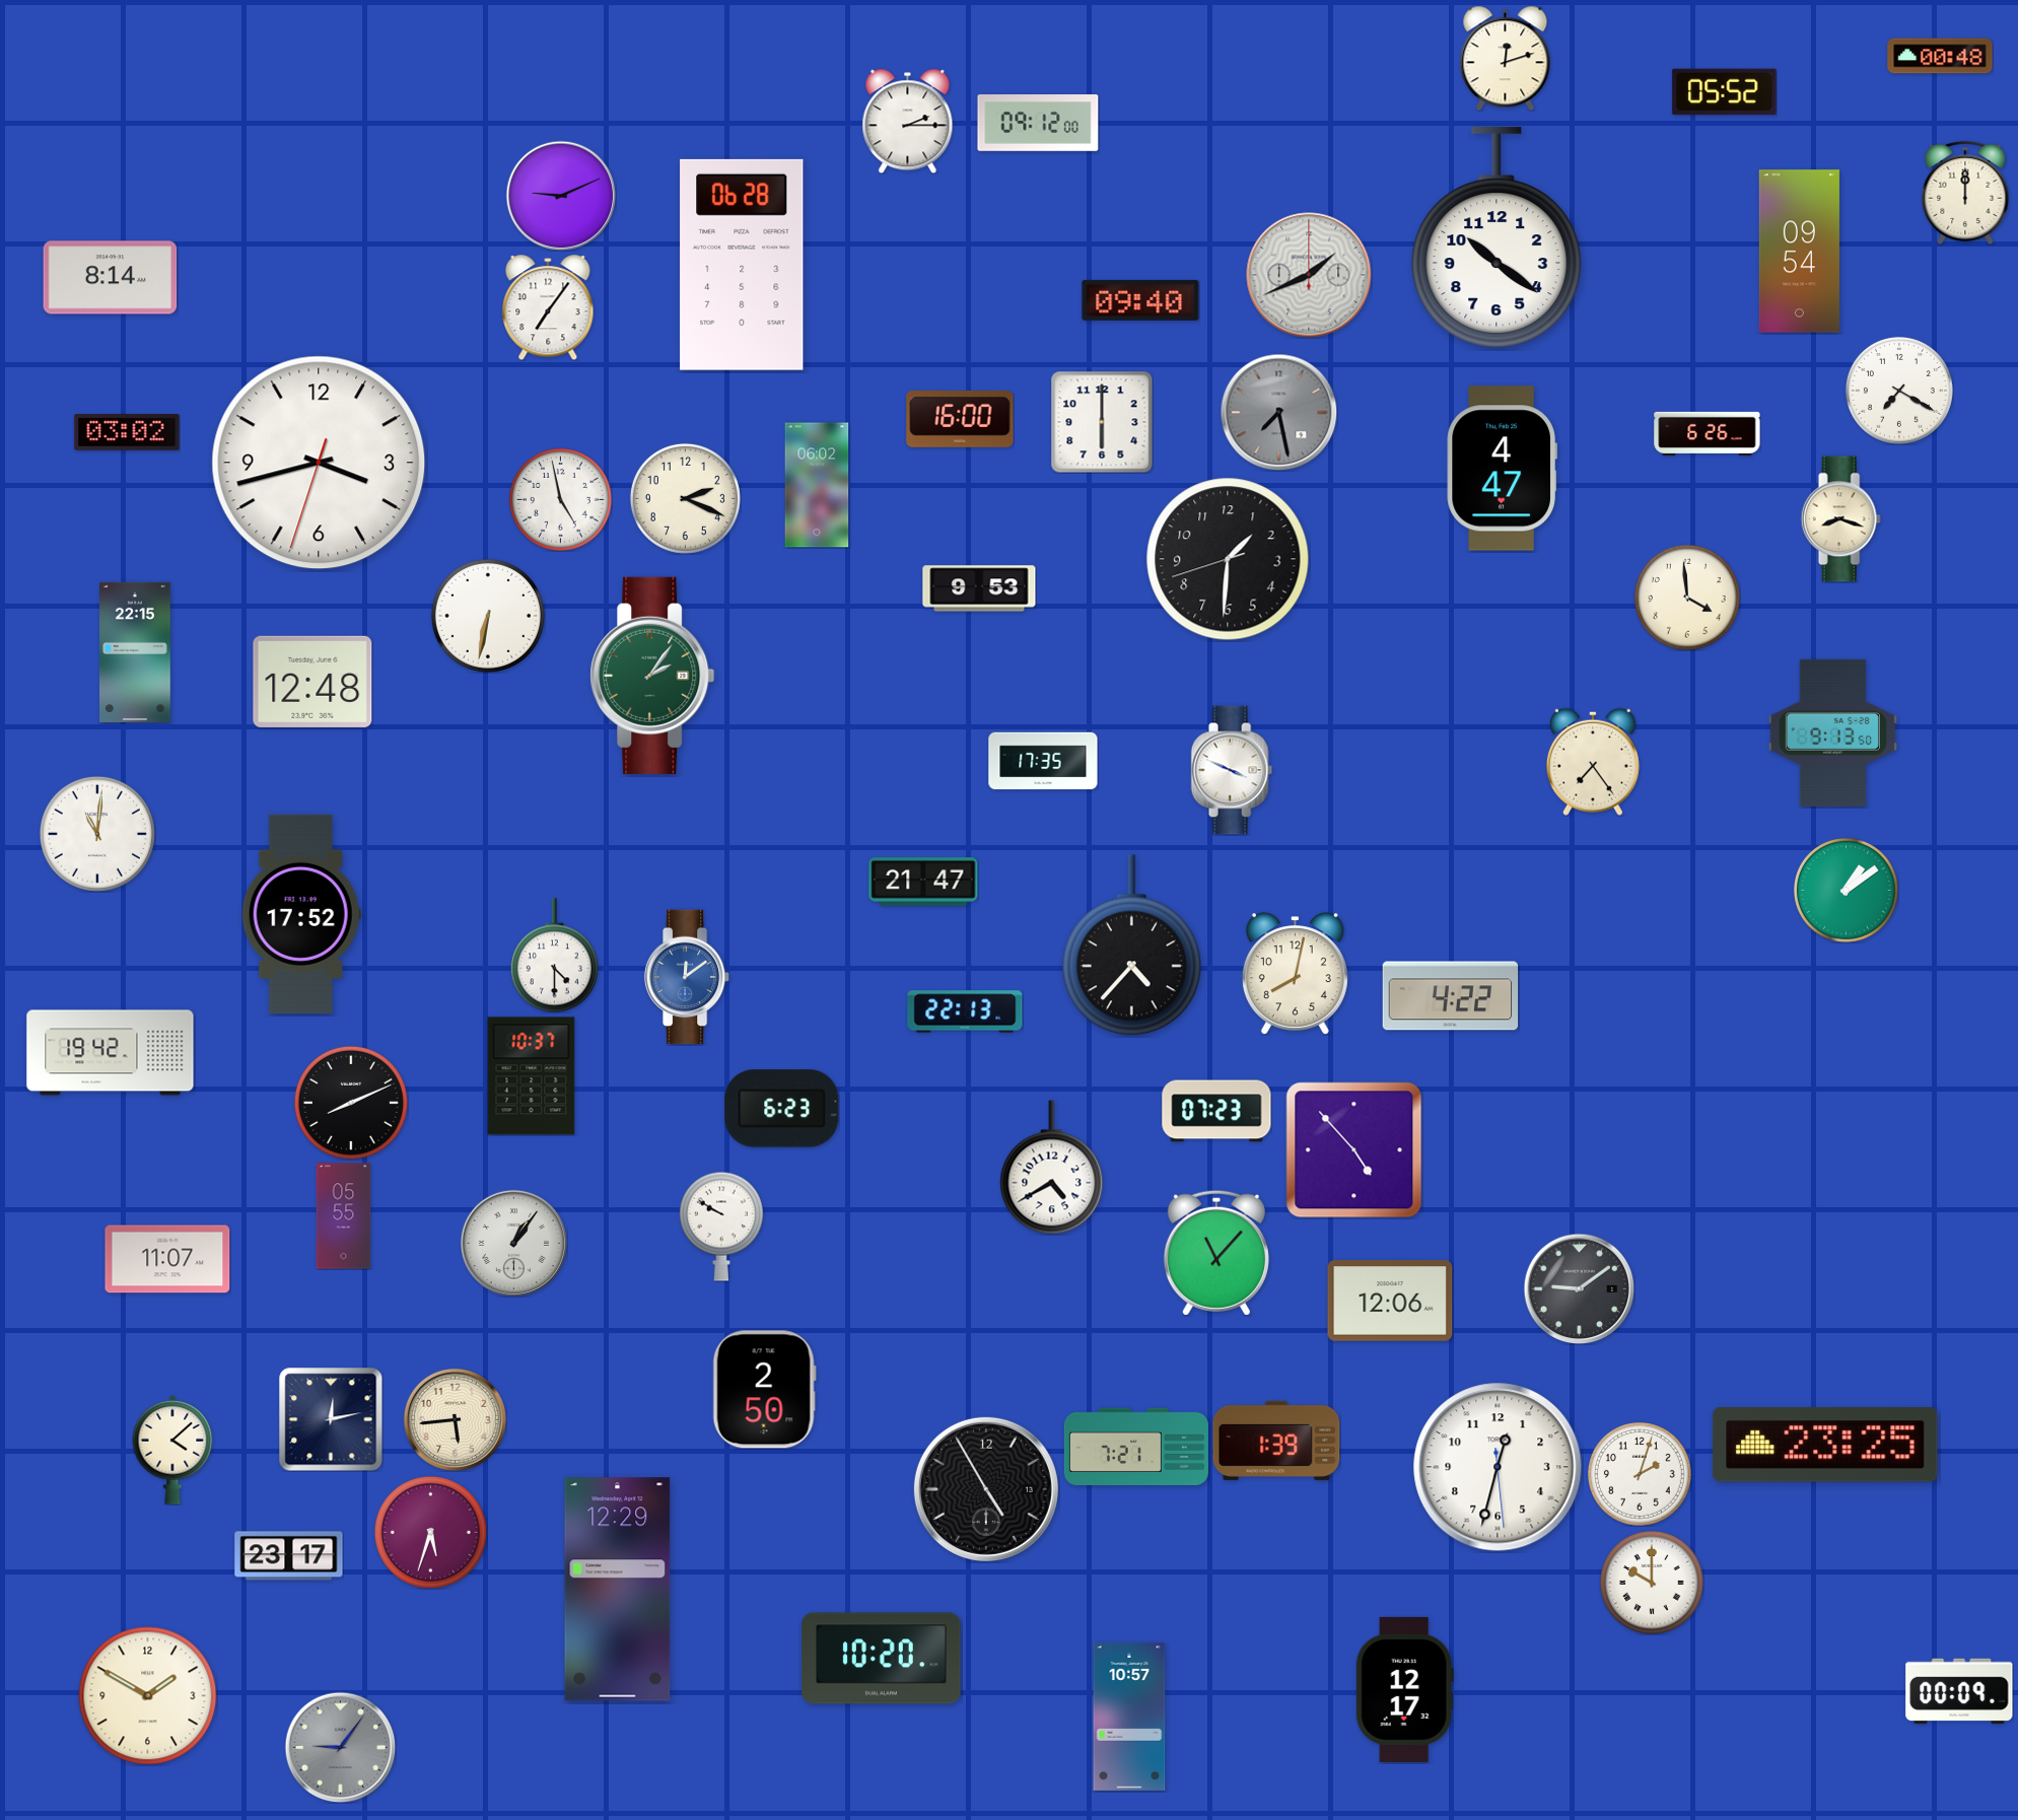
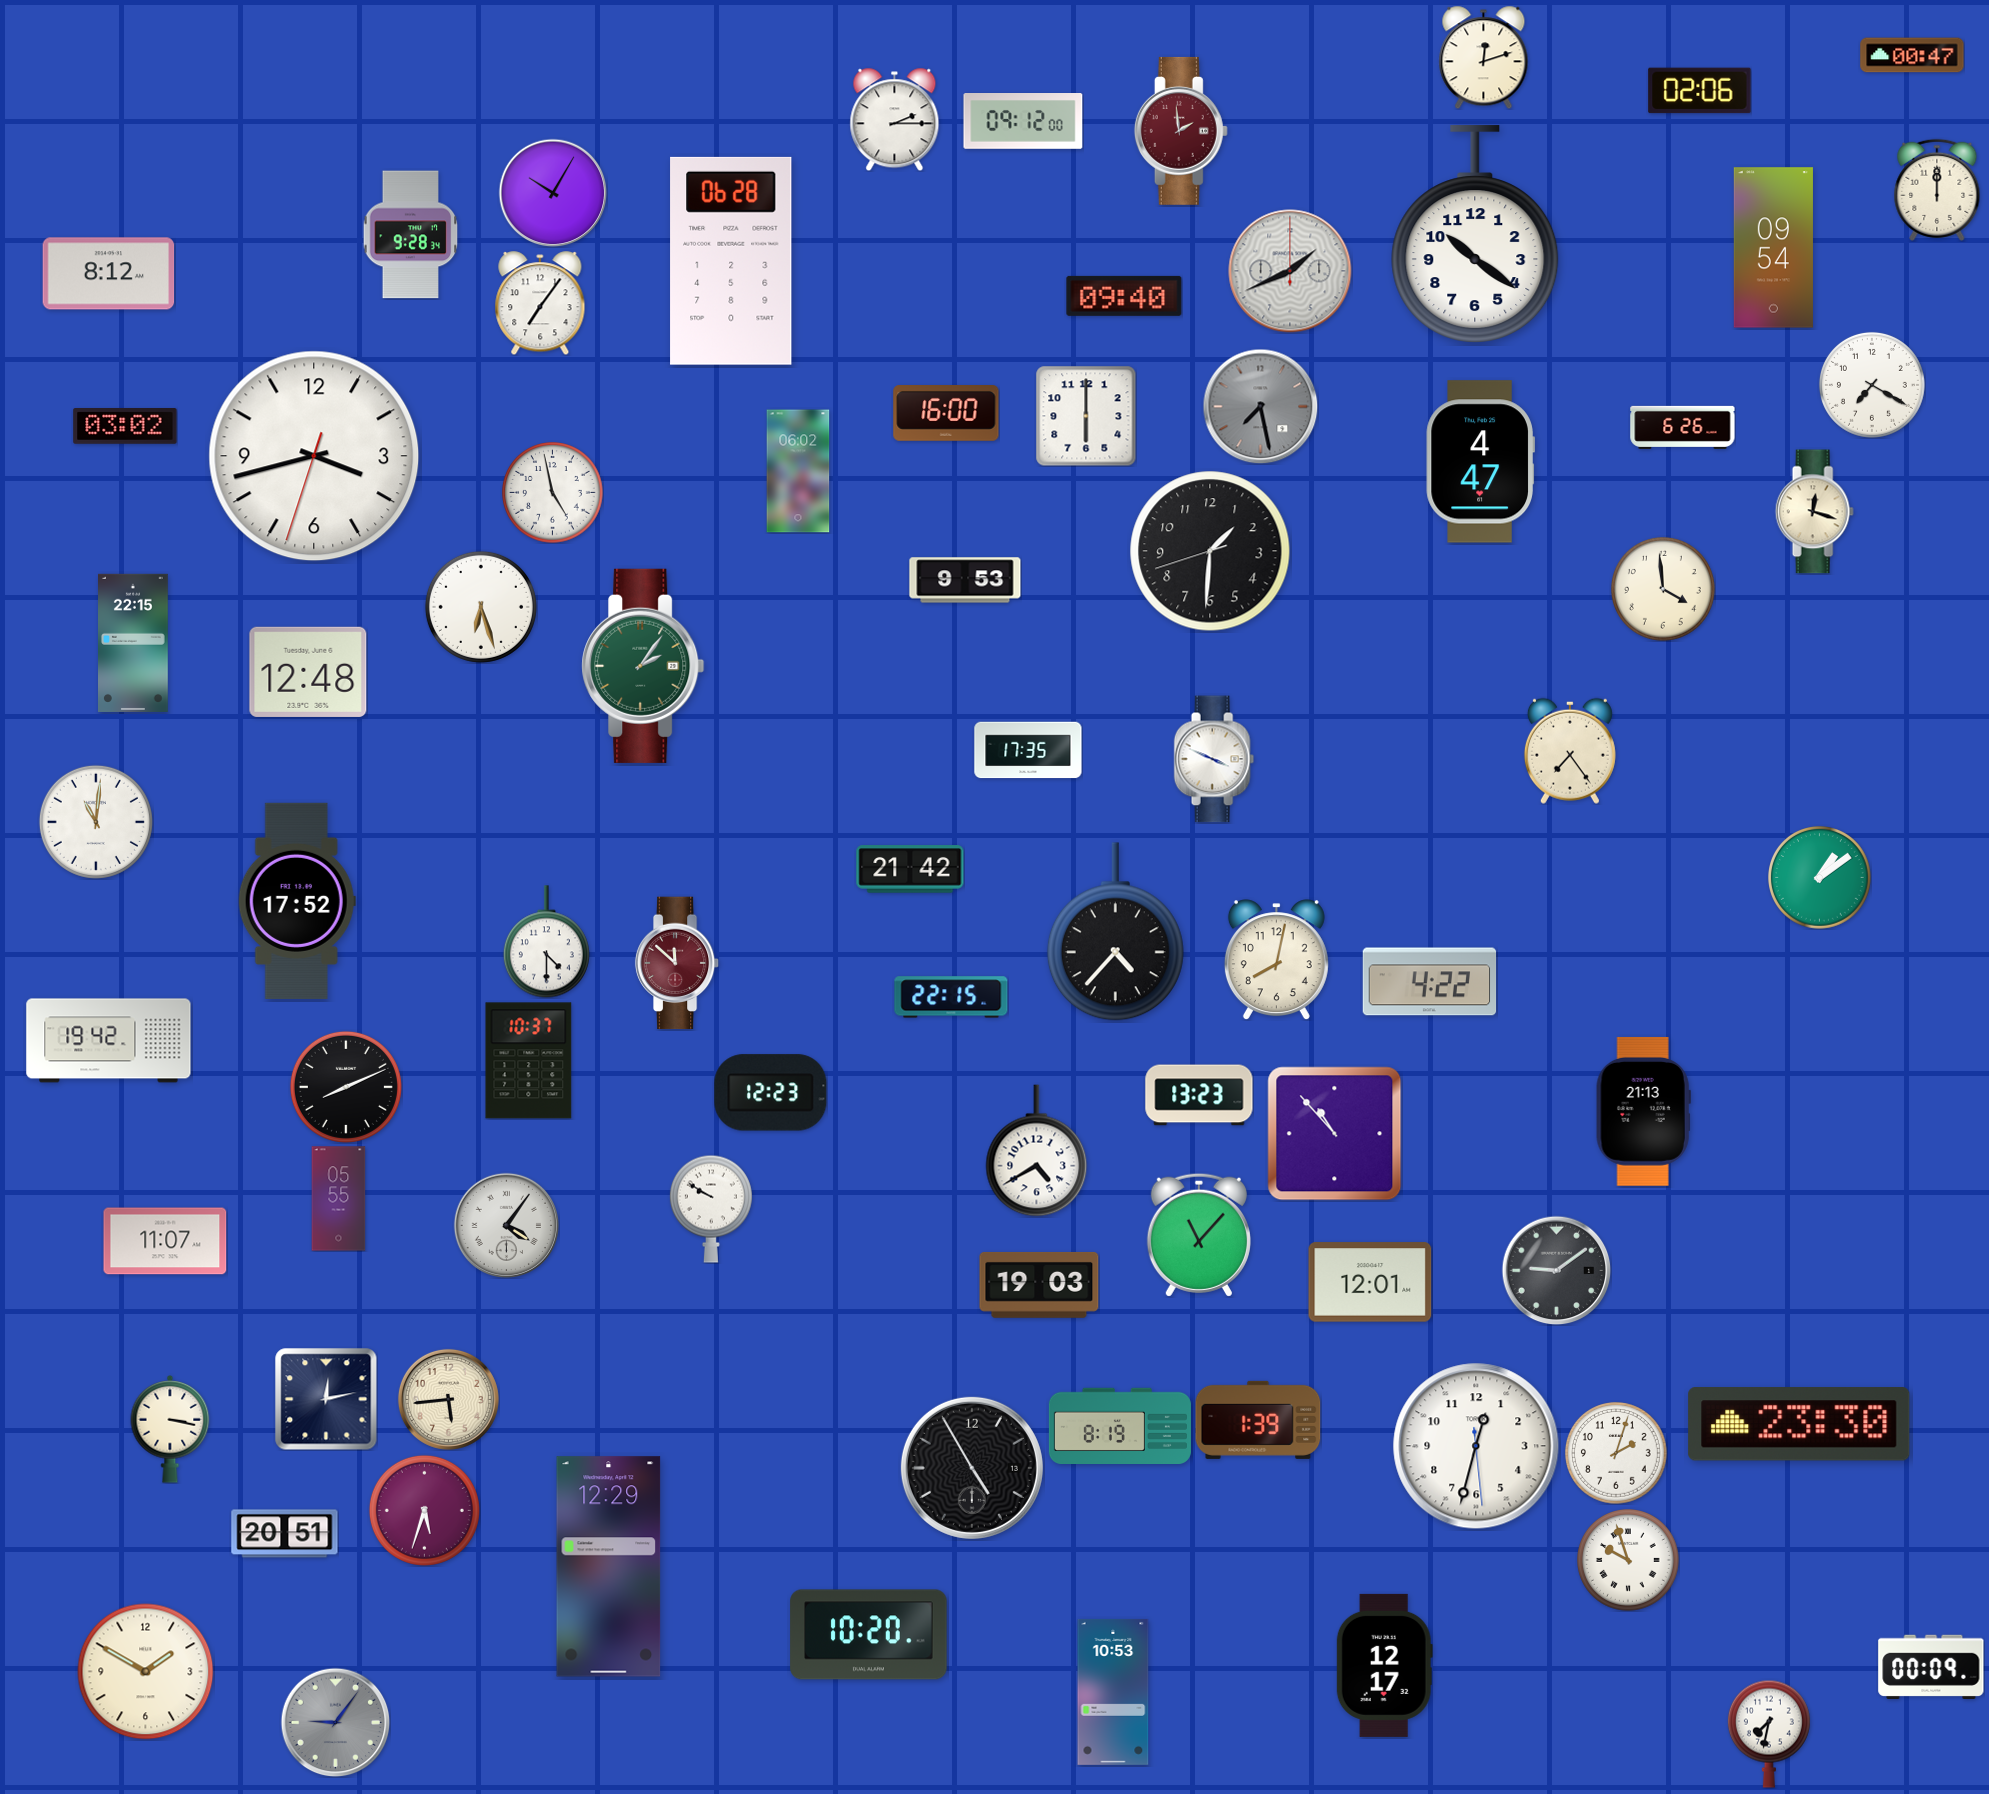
clock at (1940, 56): 00:48 -> 00:47
clock at (1725, 92): 05:52 -> 02:06
clock at (1181, 131): none -> 1:59
clock at (561, 196): 9:11 -> 10:05
clock at (411, 235): none -> 9:28
clock at (111, 278): 8:14 -> 8:12
clock at (817, 485) position: (817, 485) -> (798, 471)
clock at (685, 498): 2:19 -> none
clock at (1840, 519): 8:18 -> 12:18
clock at (488, 616): 6:32 -> 6:27
clock at (1832, 732): 9:13 -> none
clock at (923, 882): 21:47 -> 21:42
clock at (687, 977): 12:09 -> 11:52
clock at (687, 977) dial: blue -> burgundy
clock at (965, 1011): 22:13 -> 22:15
clock at (111, 1053) position: (111, 1053) -> (109, 1041)
clock at (532, 1076) position: (532, 1076) -> (529, 1061)
clock at (782, 1109): 6:23 -> 12:23
clock at (1216, 1111): 07:23 -> 13:23
clock at (1643, 1111): none -> 21:13
clock at (1354, 1150): 4:53 -> 10:53
clock at (513, 1243): 1:06 -> 4:06
clock at (1390, 1301): 12:06 -> 12:01
clock at (1039, 1285): none -> 19:03
clock at (764, 1390): 2:50 -> none
clock at (1825, 1445): 23:25 -> 23:30
clock at (1136, 1446): 7:21 -> 8:19
clock at (172, 1451): 4:08 -> 3:17
clock at (289, 1556): 23:17 -> 20:51
clock at (1653, 1584): 10:00 -> 9:57
clock at (1129, 1717): 10:57 -> 10:53
clock at (1769, 1734): none -> 7:32
